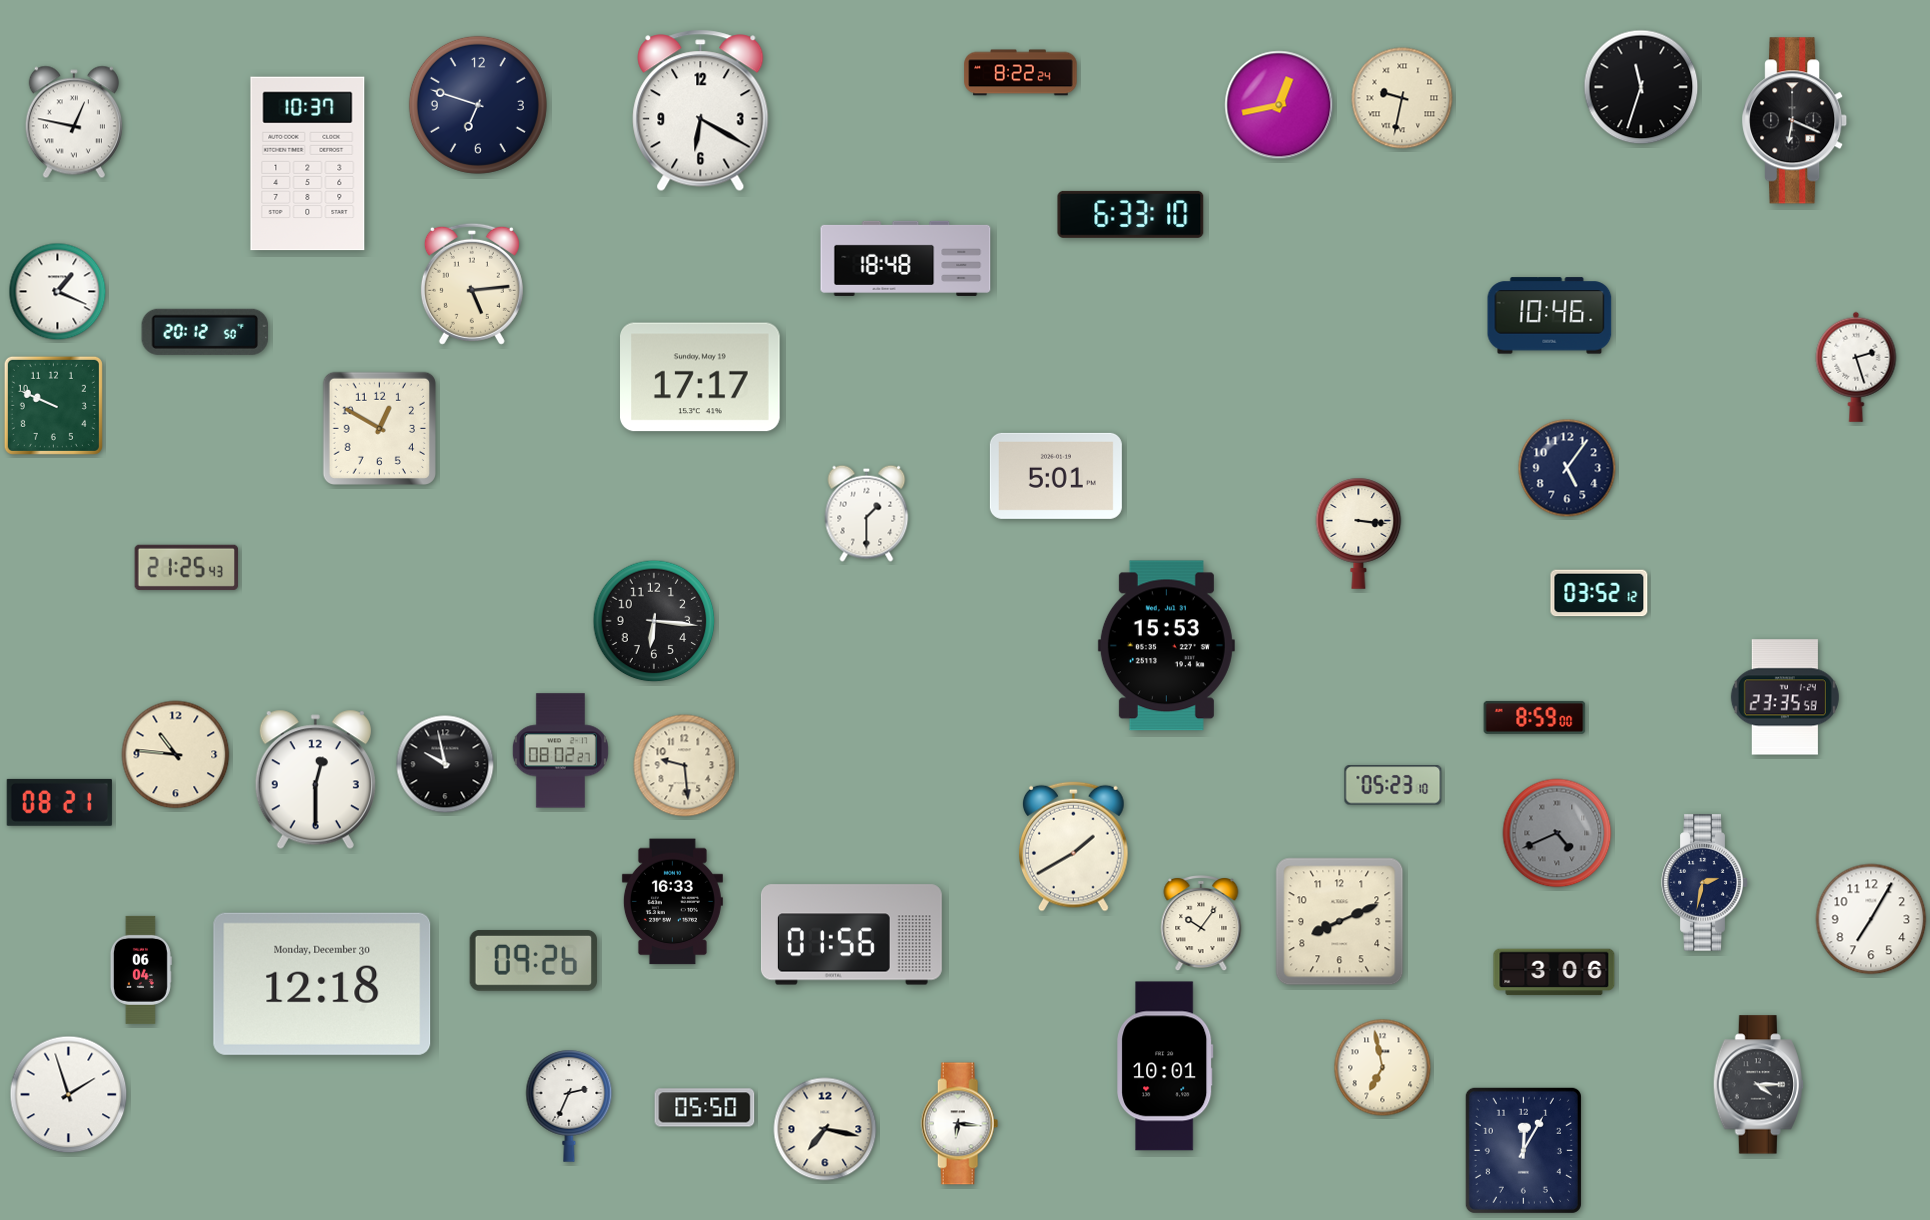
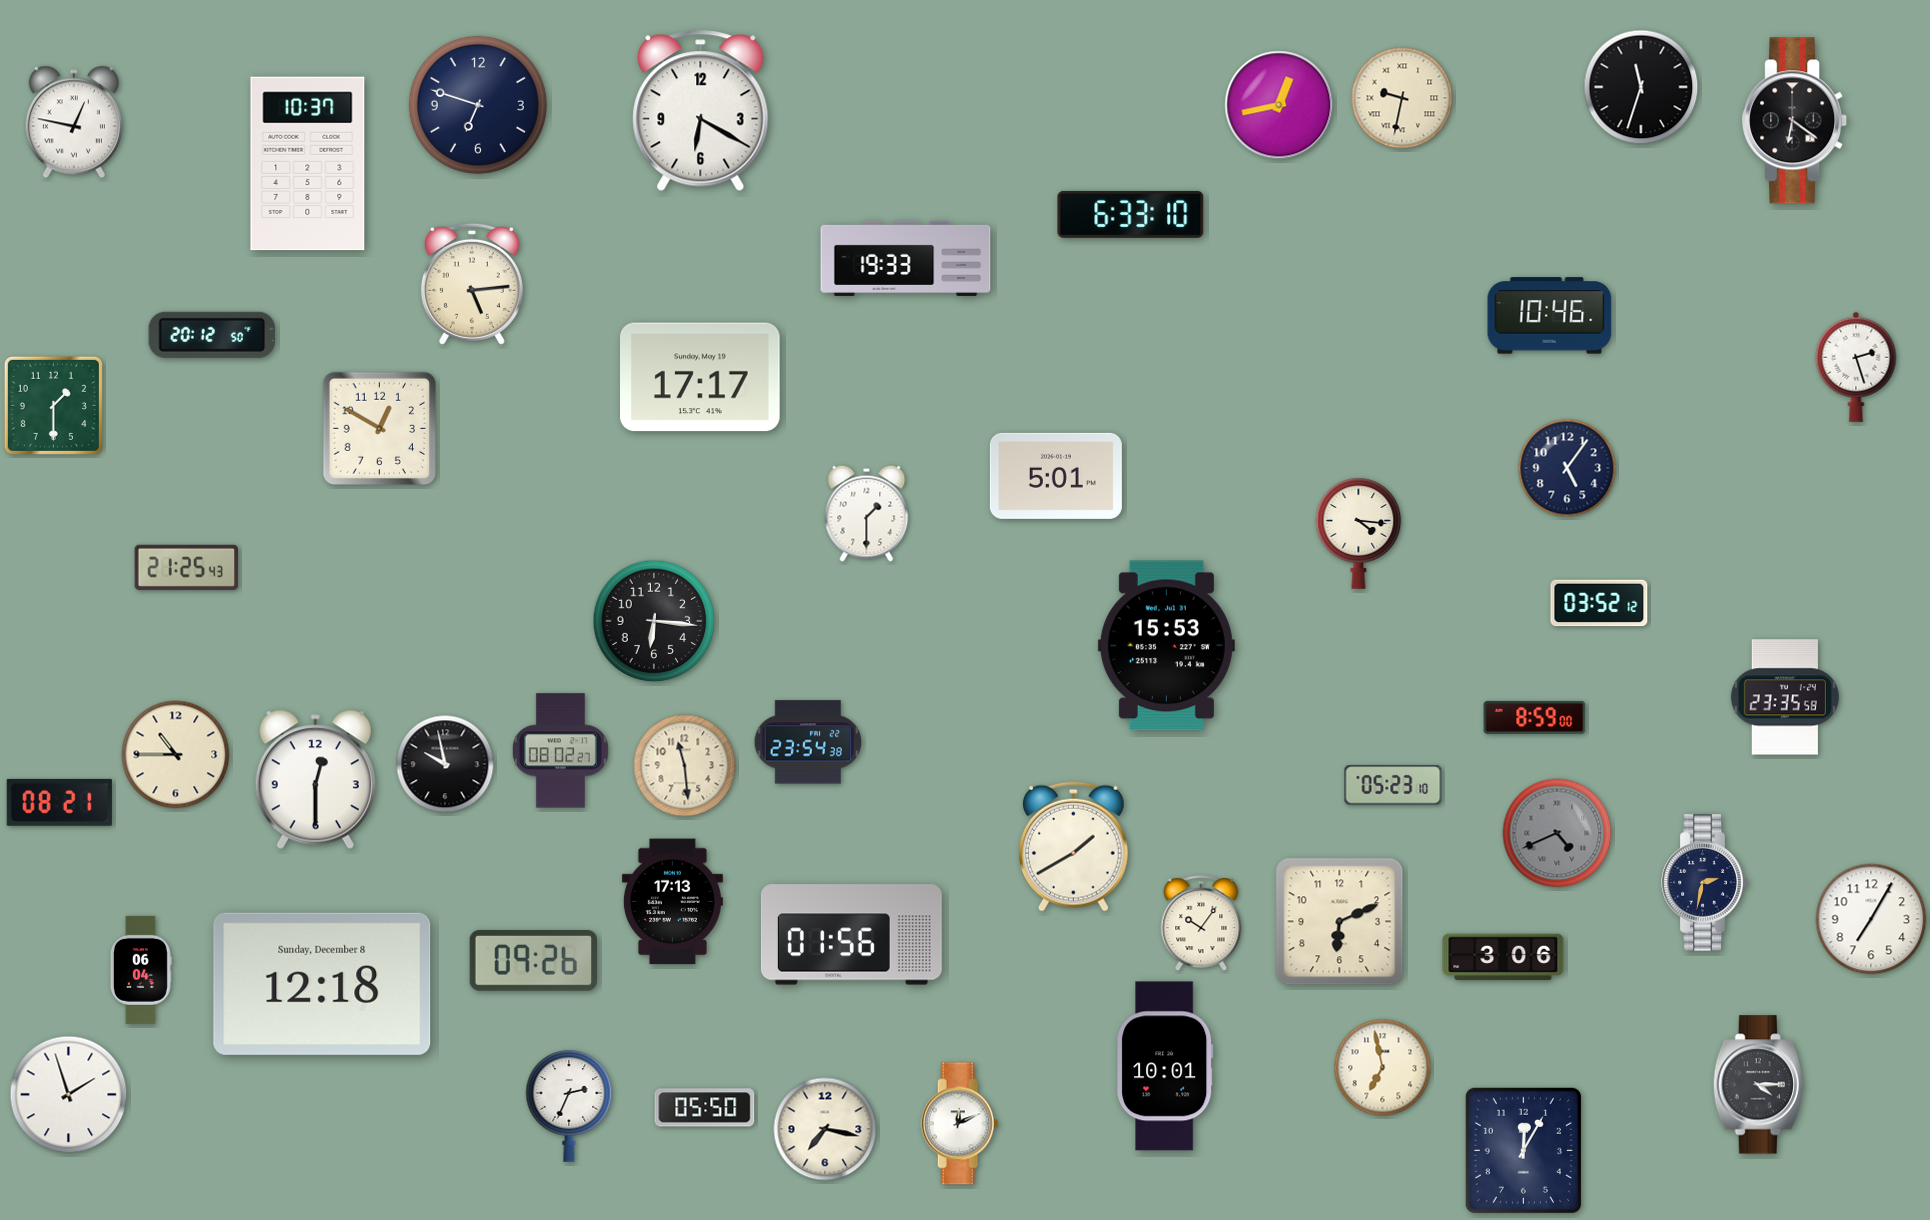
clock at (1021, 73): 8:22 -> none
clock at (1795, 121): 6:19 -> 6:21
clock at (906, 258): 18:48 -> 19:33
clock at (58, 292): 1:19 -> none
clock at (205, 332) position: (205, 332) -> (212, 335)
clock at (53, 405): 9:49 -> 1:30
clock at (1359, 533): 3:16 -> 4:16
clock at (1599, 593) position: (1599, 593) -> (1599, 603)
clock at (808, 742): none -> 23:54
clock at (176, 755): 10:46 -> 10:45
clock at (685, 766): 9:29 -> 11:29
clock at (672, 902): 16:33 -> 17:13
clock at (1340, 922): 8:11 -> 6:11
clock at (1554, 972) position: (1554, 972) -> (1503, 957)
clock at (322, 984) date: Monday, December 30 -> Sunday, December 8
clock at (960, 1124): 6:16 -> 12:11
